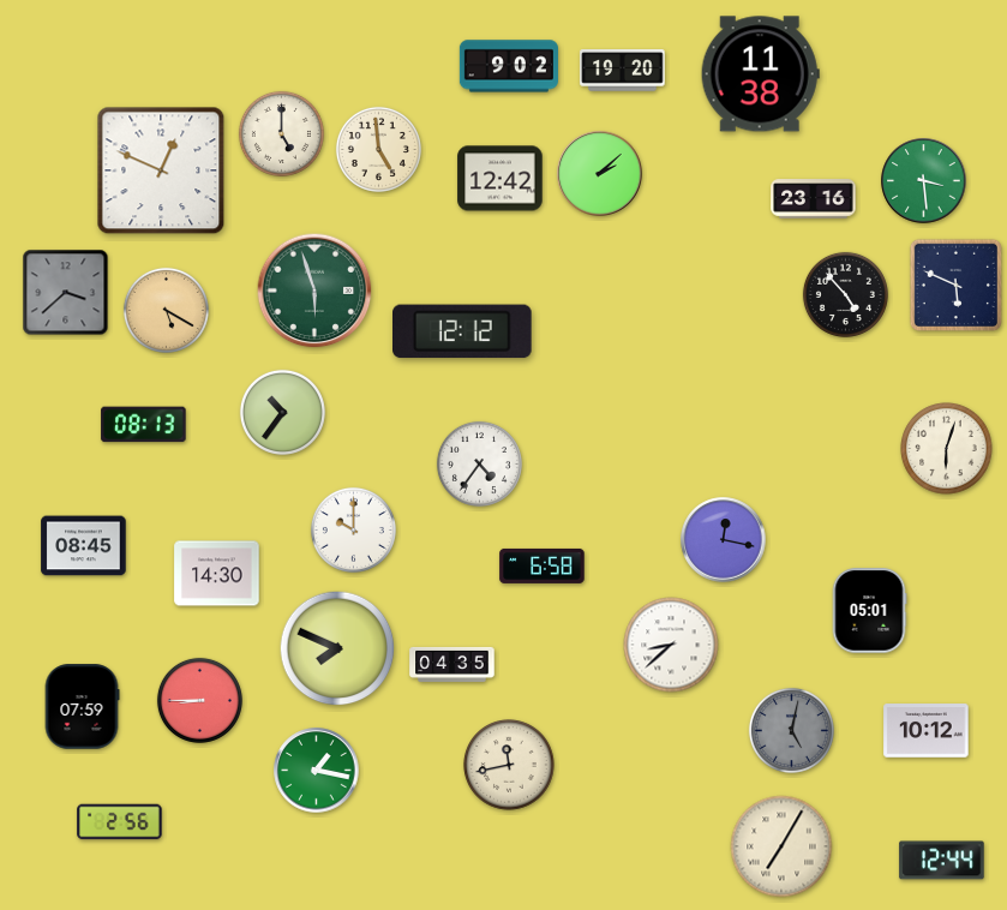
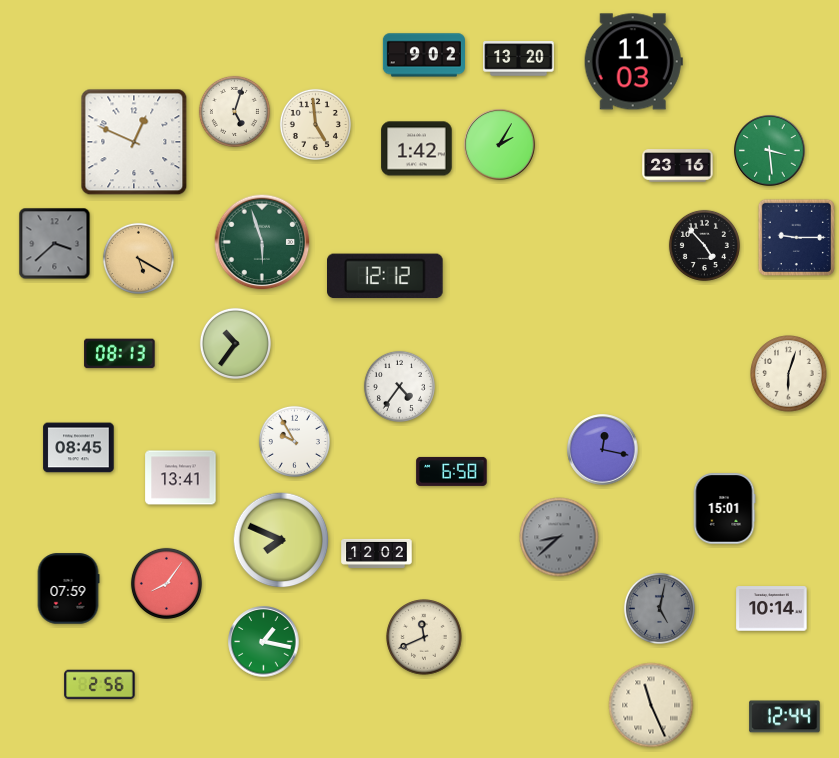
clock at (623, 71): 19:20 -> 13:20
clock at (760, 74): 11:38 -> 11:03
clock at (281, 133): 5:00 -> 5:03
clock at (600, 174): 2:08 -> 2:05
clock at (500, 179): 12:42 -> 1:42
clock at (955, 285): 5:49 -> 9:15
clock at (353, 529): 10:00 -> 9:55
clock at (84, 546) position: (84, 546) -> (79, 448)
clock at (217, 574): 14:30 -> 13:41
clock at (869, 611): 05:01 -> 15:01
clock at (671, 645) dial: white -> grey
clock at (452, 664): 04:35 -> 12:02
clock at (199, 700): 8:45 -> 8:06
clock at (927, 731): 10:12 -> 10:14
clock at (509, 765): 11:43 -> 11:41
clock at (781, 846): 7:05 -> 11:26
